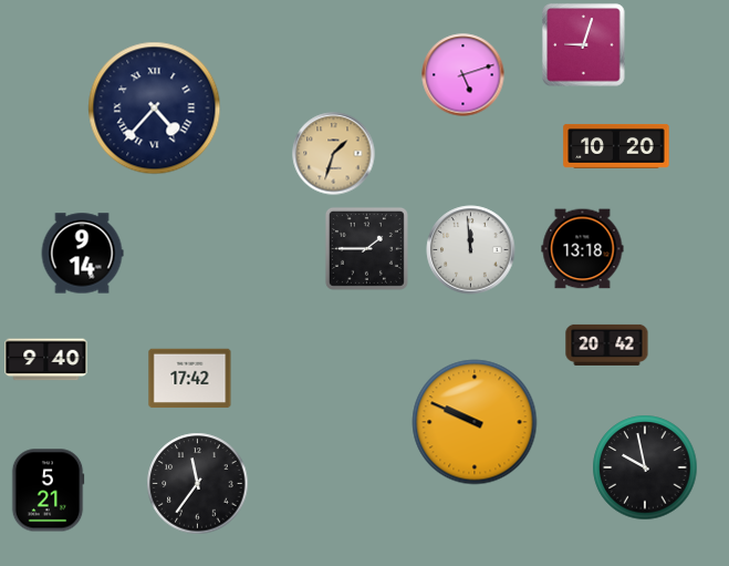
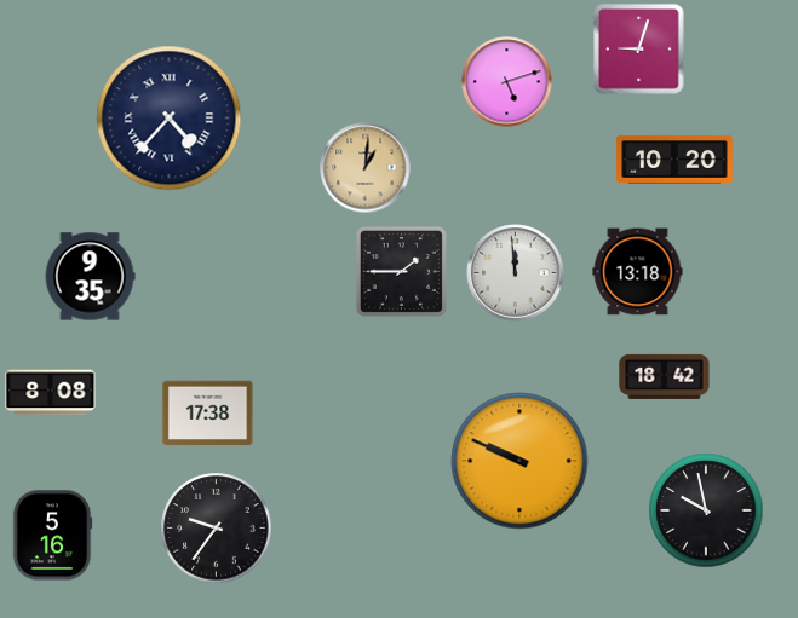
clock at (334, 154): 1:33 -> 1:01
clock at (82, 254): 9:14 -> 9:35
clock at (607, 344): 20:42 -> 18:42
clock at (46, 360): 9:40 -> 8:08
clock at (190, 379): 17:42 -> 17:38
clock at (198, 484): 11:36 -> 9:36
clock at (48, 491): 5:21 -> 5:16
